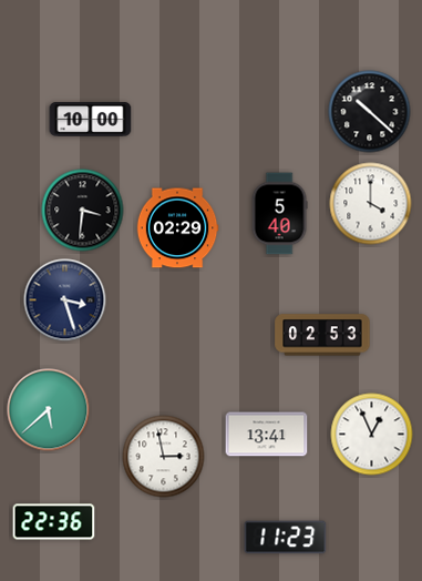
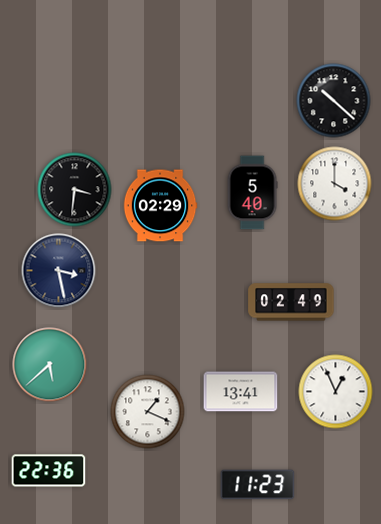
clock at (91, 120): 10:00 -> none
clock at (65, 300): 3:27 -> 3:28
clock at (322, 335): 02:53 -> 02:49
clock at (49, 410) position: (49, 410) -> (50, 365)
clock at (164, 457): 2:58 -> 1:19
